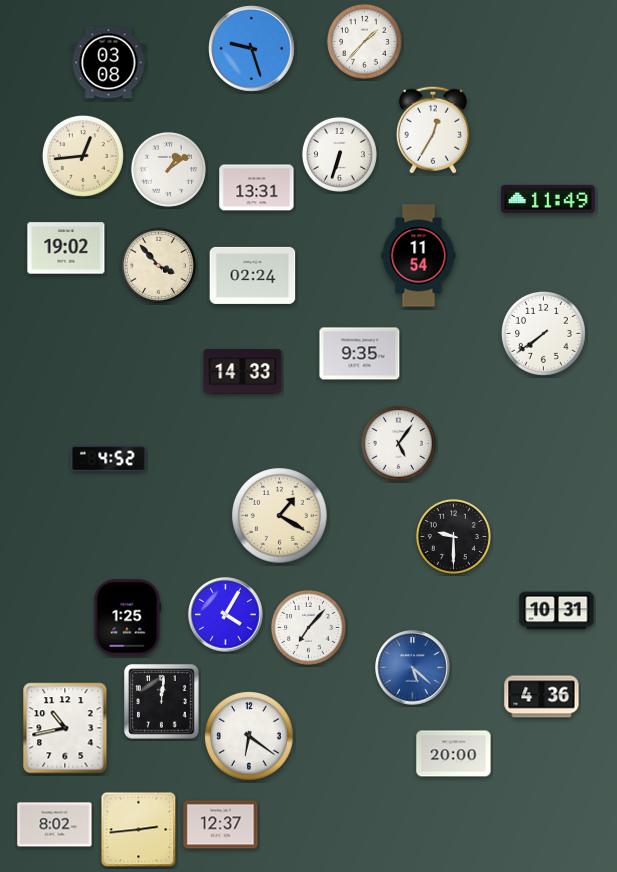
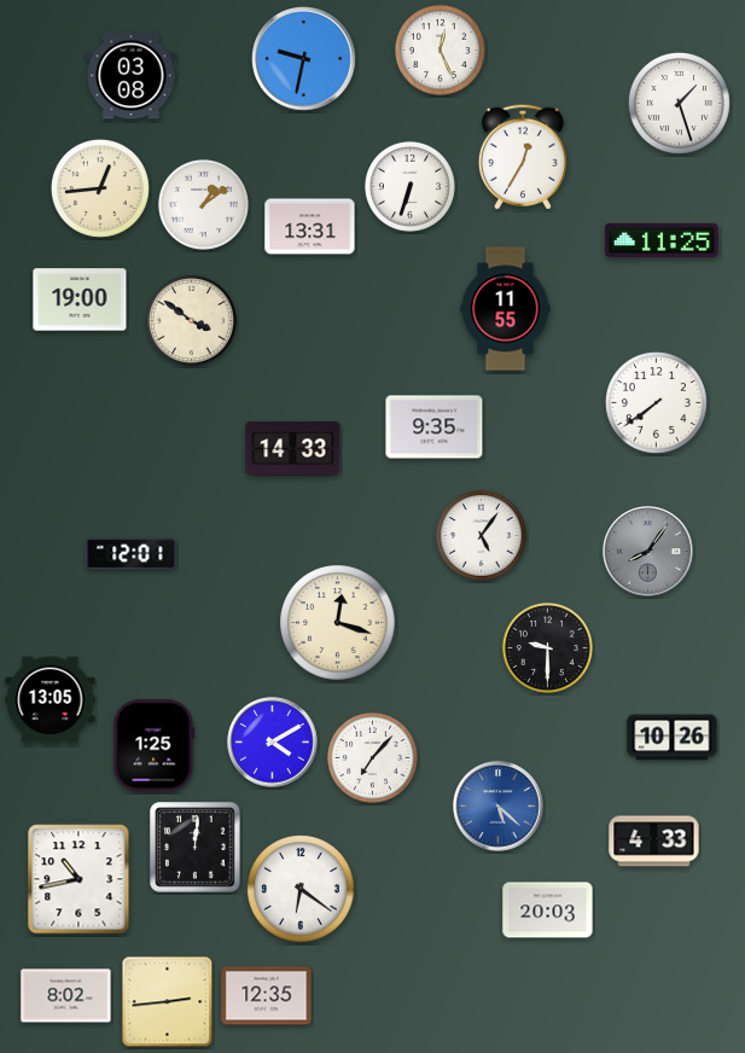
clock at (364, 41): 1:37 -> 12:26
clock at (252, 49): 9:27 -> 9:32
clock at (679, 103): none -> 1:27
clock at (548, 199): 11:49 -> 11:25
clock at (66, 248): 19:02 -> 19:00
clock at (419, 256): 11:54 -> 11:55
clock at (158, 265): 3:53 -> 3:51
clock at (253, 275): 02:24 -> none
clock at (648, 552): none -> 8:06
clock at (109, 459): 4:52 -> 12:01
clock at (280, 516): 1:20 -> 12:18
clock at (51, 700): none -> 13:05
clock at (557, 611): 10:31 -> 10:26
clock at (226, 615): 4:05 -> 4:10
clock at (542, 697): 4:36 -> 4:33
clock at (454, 754): 20:00 -> 20:03
clock at (221, 825): 12:37 -> 12:35
